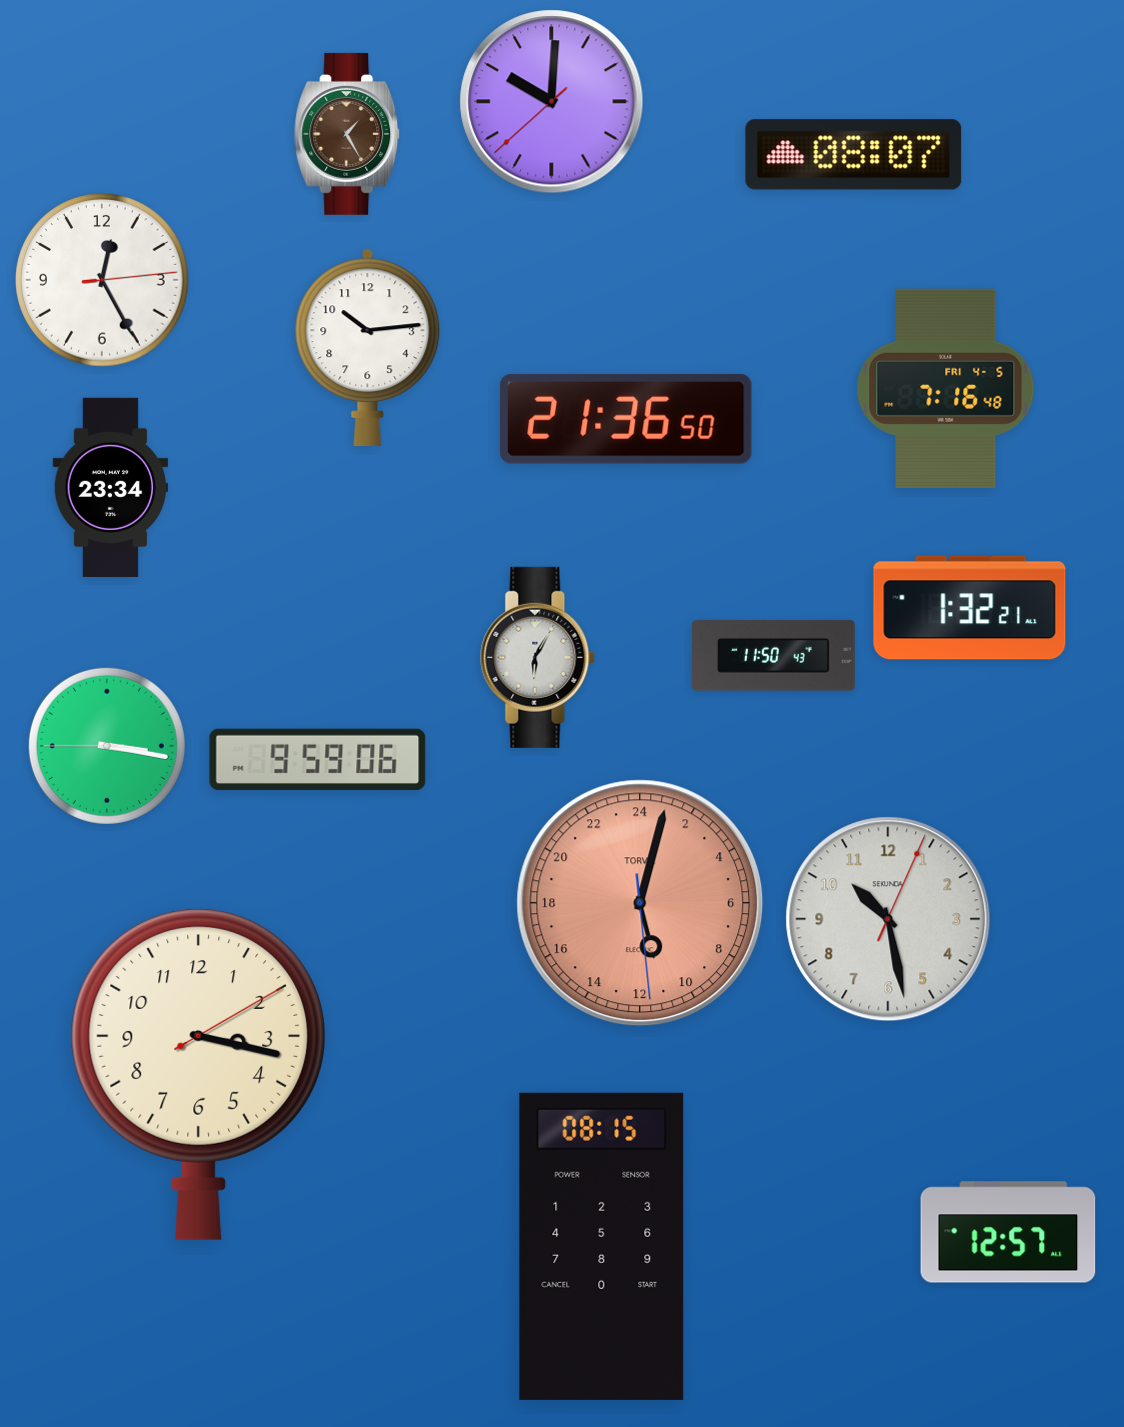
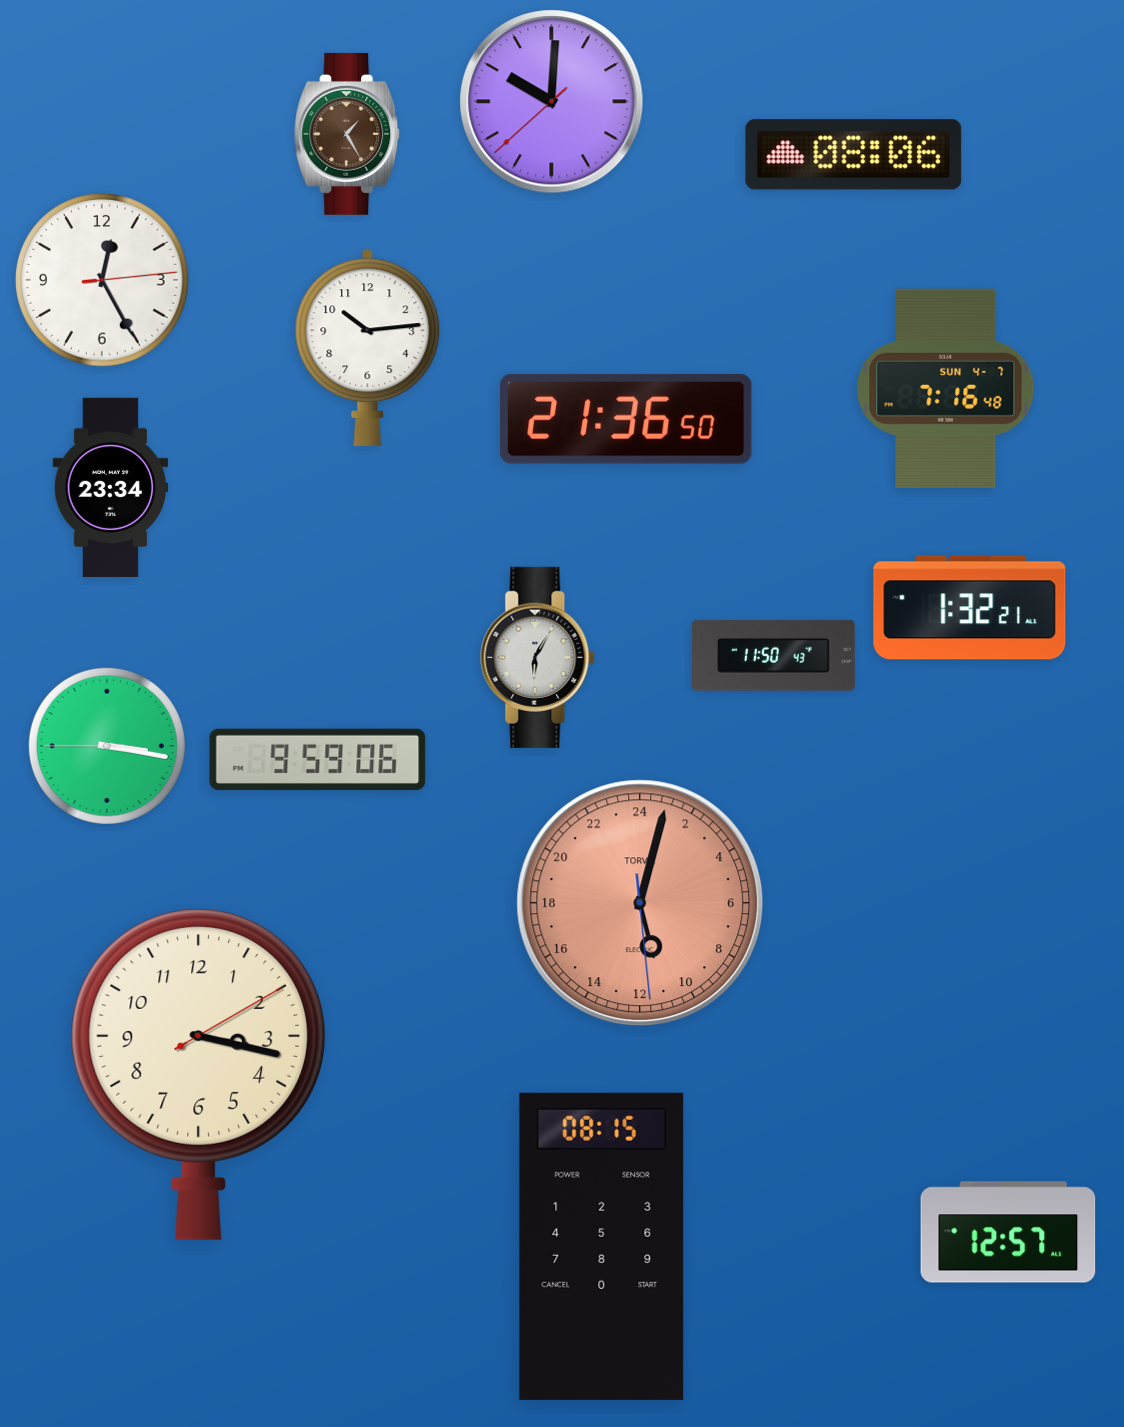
clock at (854, 155): 08:07 -> 08:06
clock at (946, 388) date: FRI 4-5 -> SUN 4-7
clock at (888, 919): 10:28 -> none
